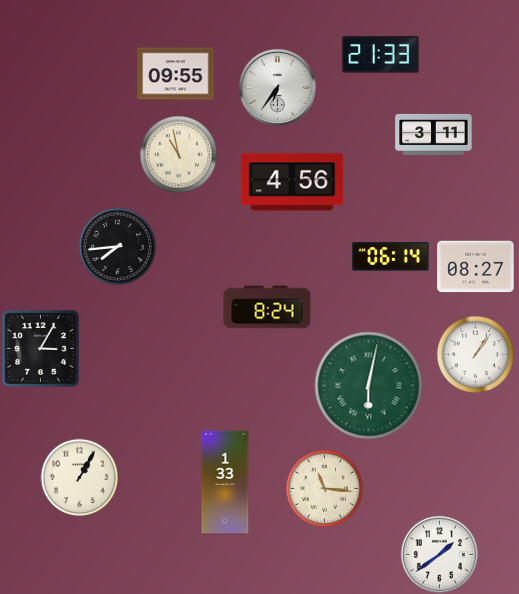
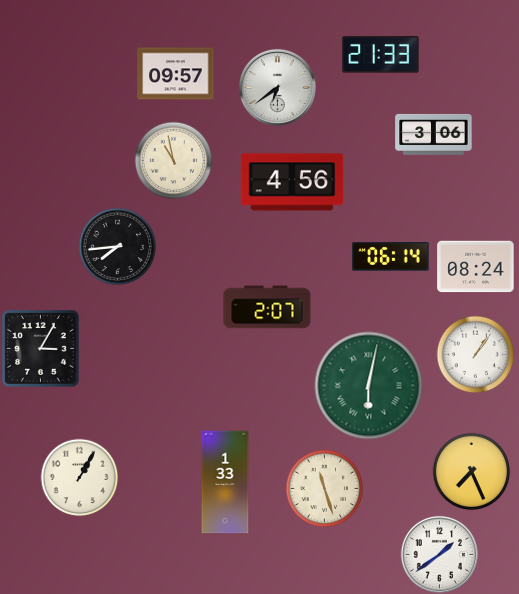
clock at (176, 74): 09:55 -> 09:57
clock at (277, 87): 6:36 -> 6:39
clock at (434, 134): 3:11 -> 3:06
clock at (178, 154) position: (178, 154) -> (173, 160)
clock at (476, 267): 08:27 -> 08:24
clock at (267, 307): 8:24 -> 2:07
clock at (471, 471): none -> 7:26
clock at (324, 488): 11:16 -> 11:27
